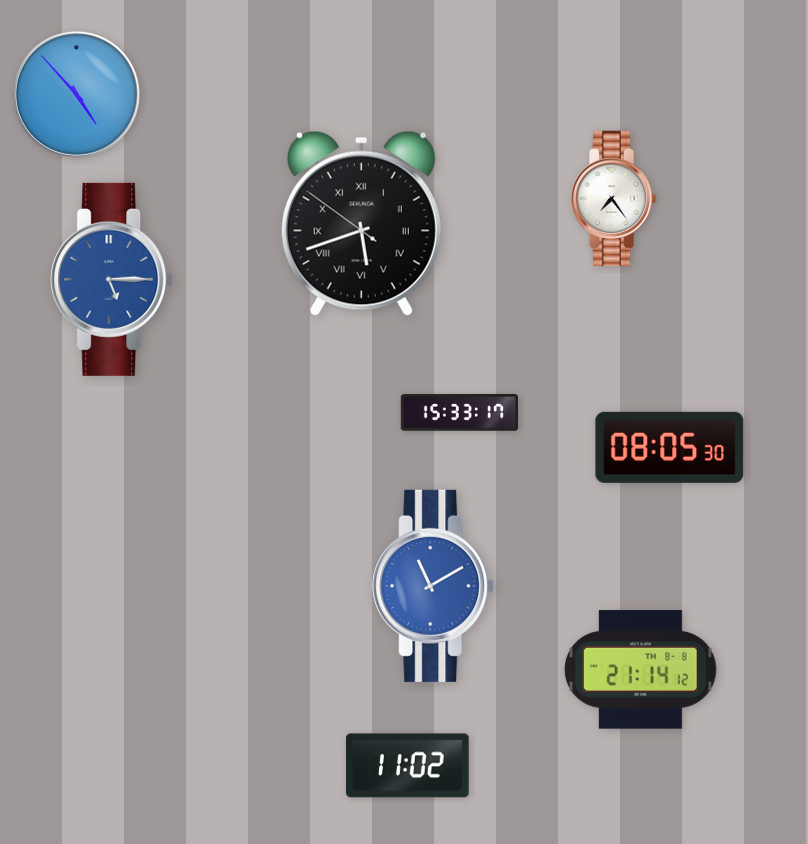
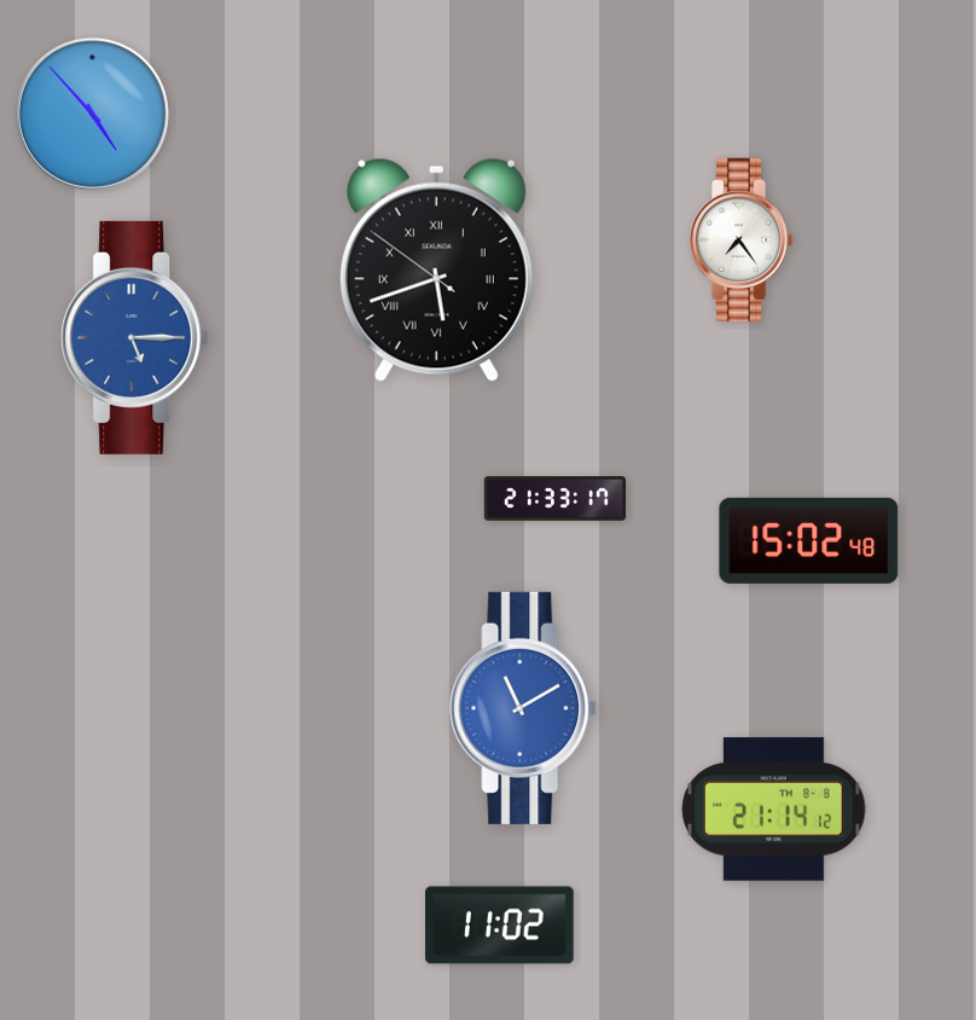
clock at (459, 413): 15:33 -> 21:33
clock at (670, 447): 08:05 -> 15:02
clock at (408, 766) position: (408, 766) -> (500, 926)
